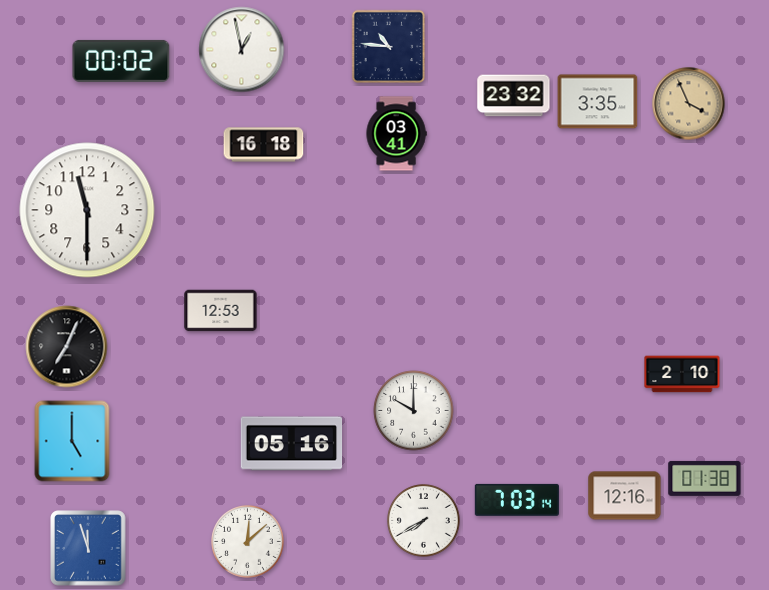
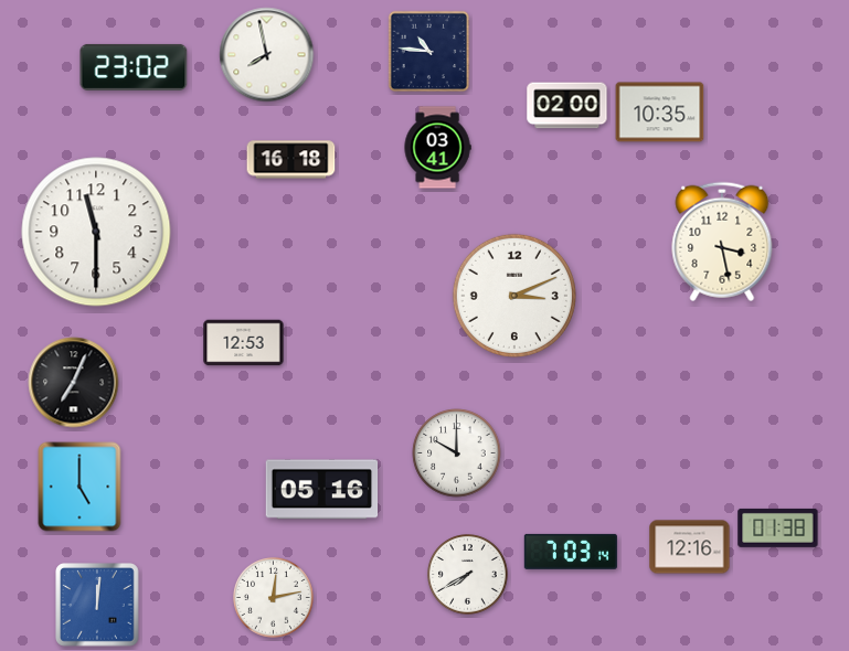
clock at (242, 50): 12:58 -> 7:58
clock at (121, 61): 00:02 -> 23:02
clock at (514, 96): 23:32 -> 02:00
clock at (598, 102): 3:35 -> 10:35
clock at (689, 104): 3:56 -> none
clock at (722, 242): none -> 3:28
clock at (514, 296): none -> 3:11
clock at (682, 374): 2:10 -> none
clock at (248, 542): 12:08 -> 12:13
clock at (88, 548): 11:57 -> 12:01
